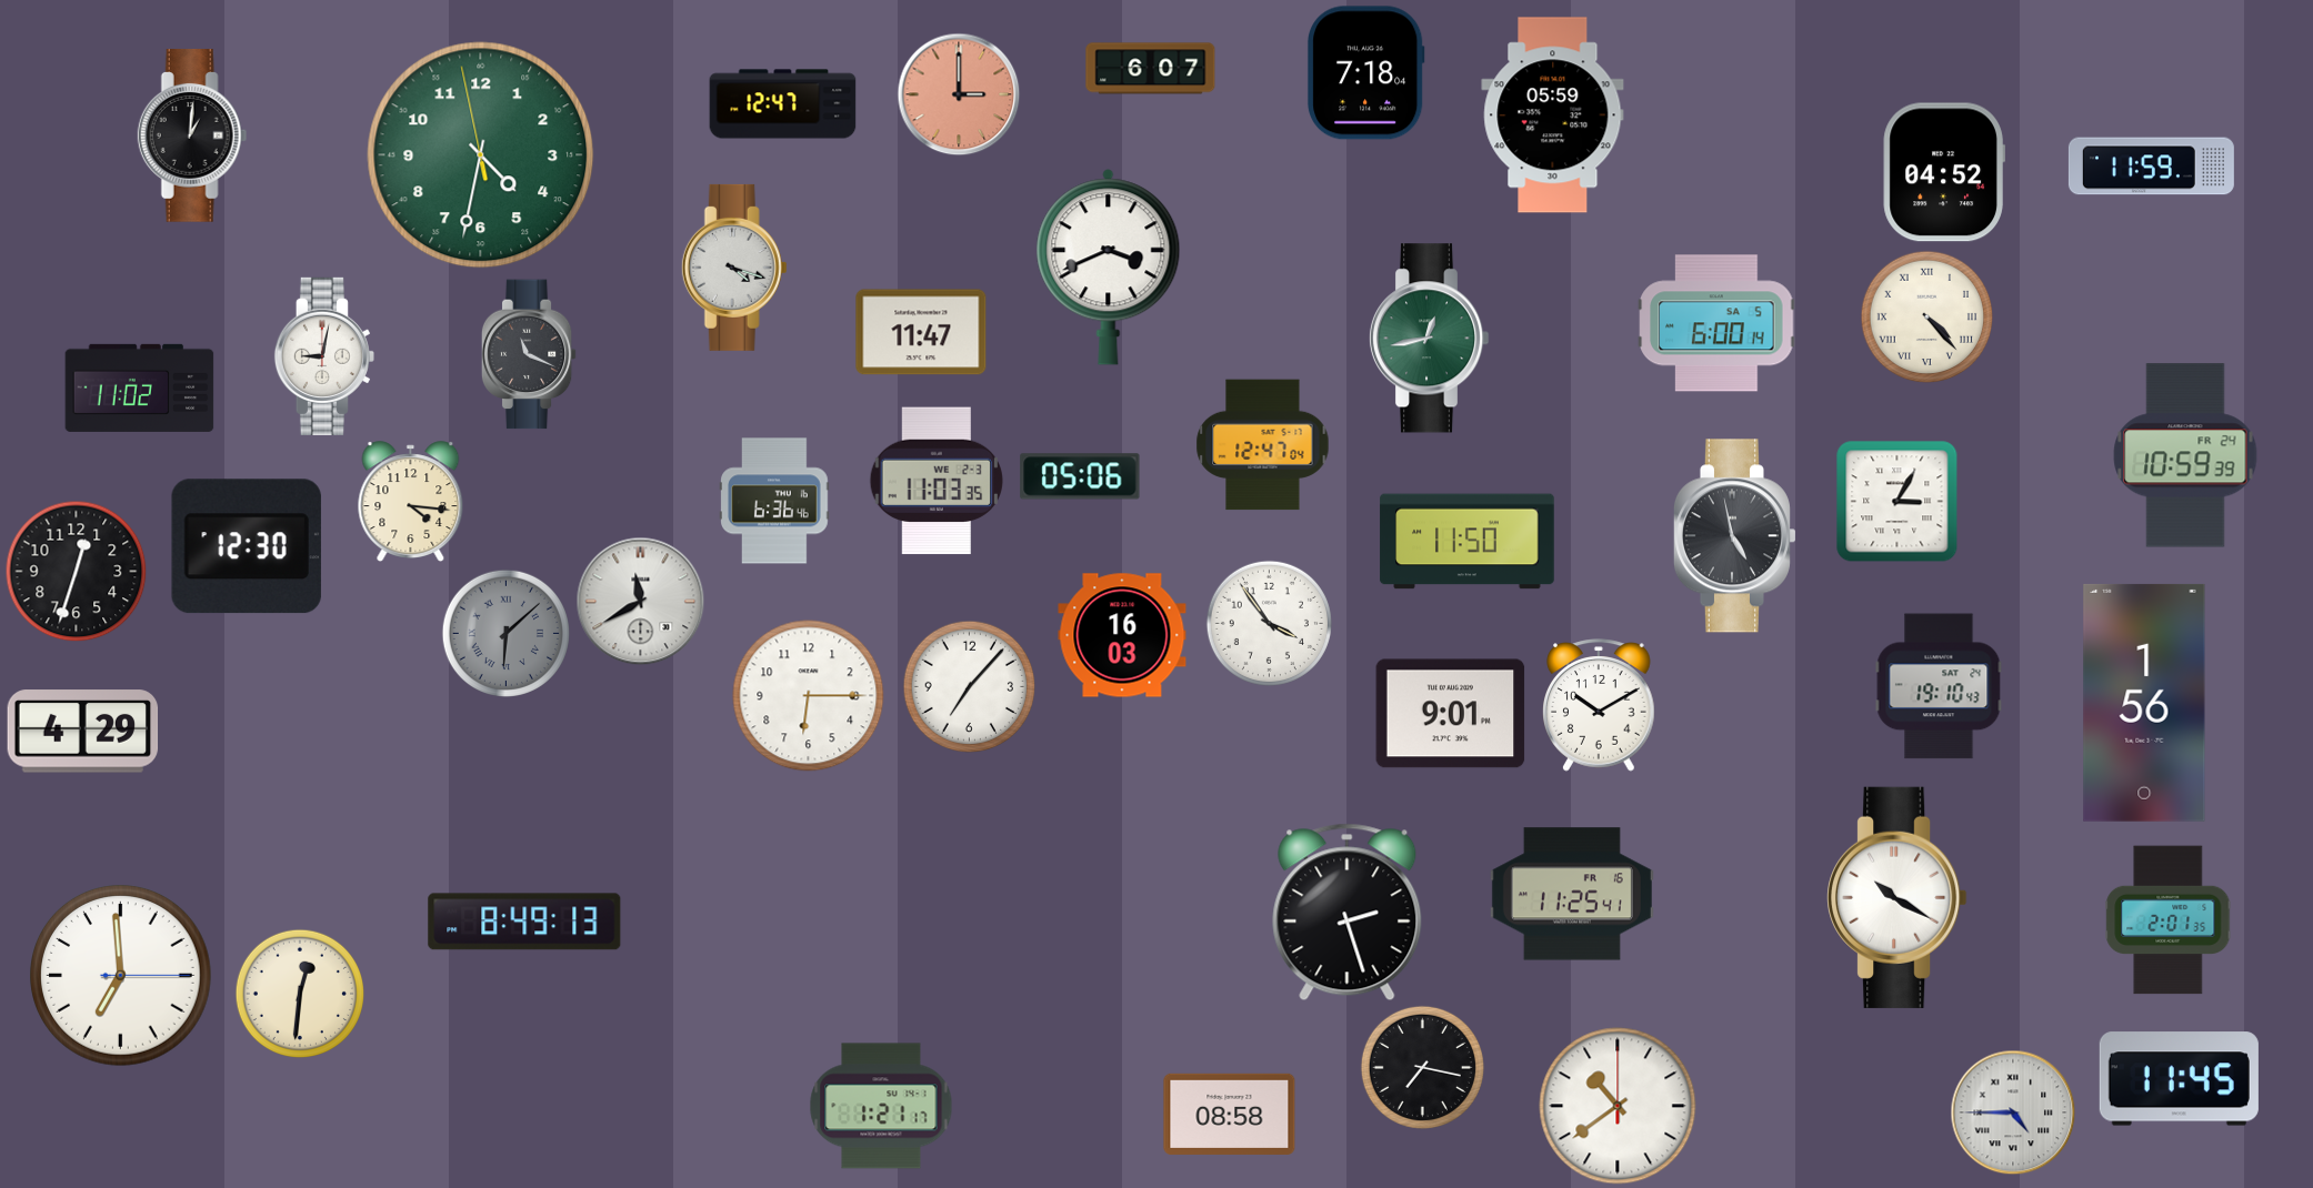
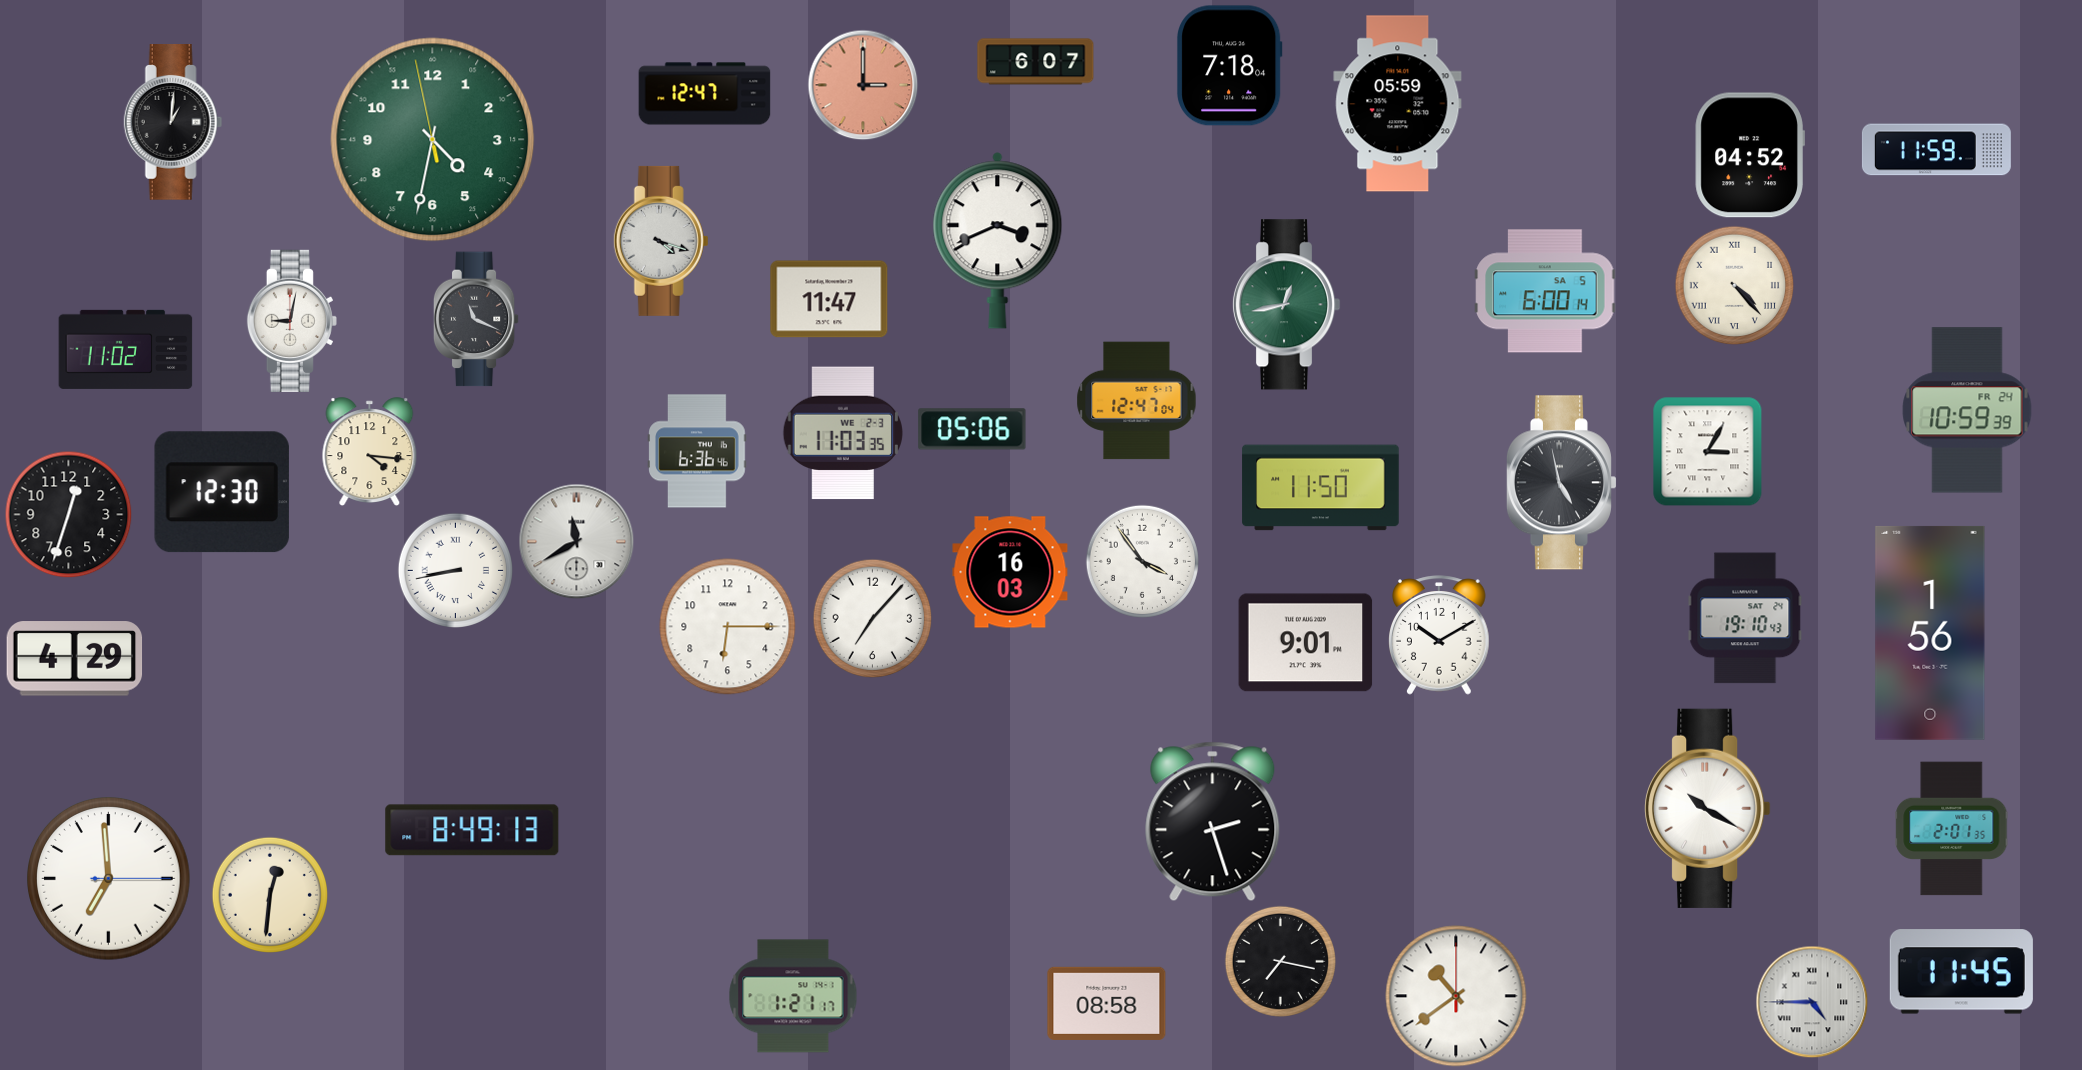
clock at (505, 633): 6:08 -> 8:43
clock at (505, 633) dial: grey -> white
clock at (1572, 894): 11:25 -> none
